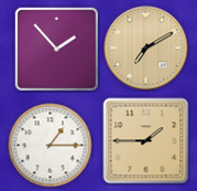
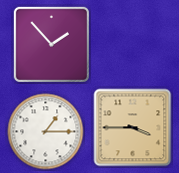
clock at (146, 49): 7:10 -> none
clock at (146, 141): 1:45 -> 3:45
